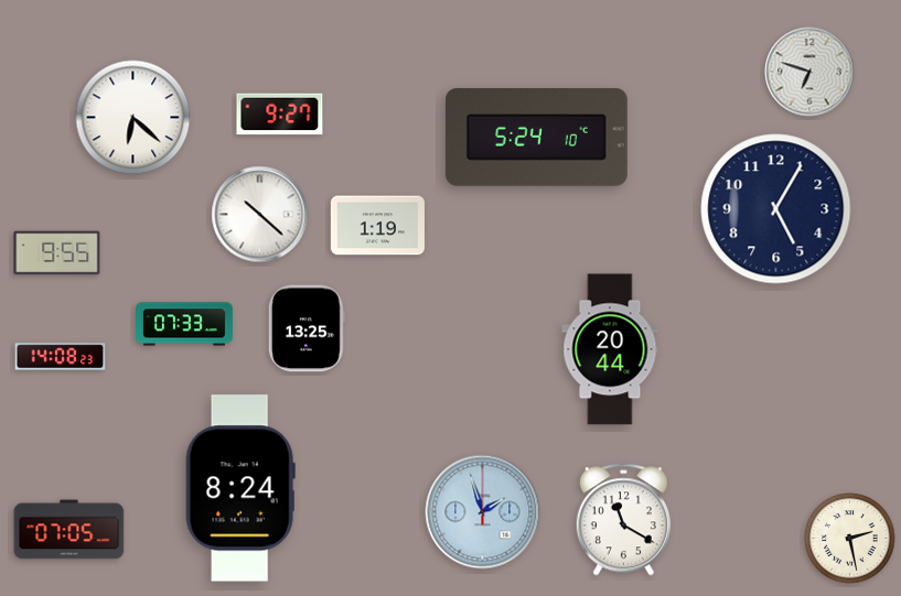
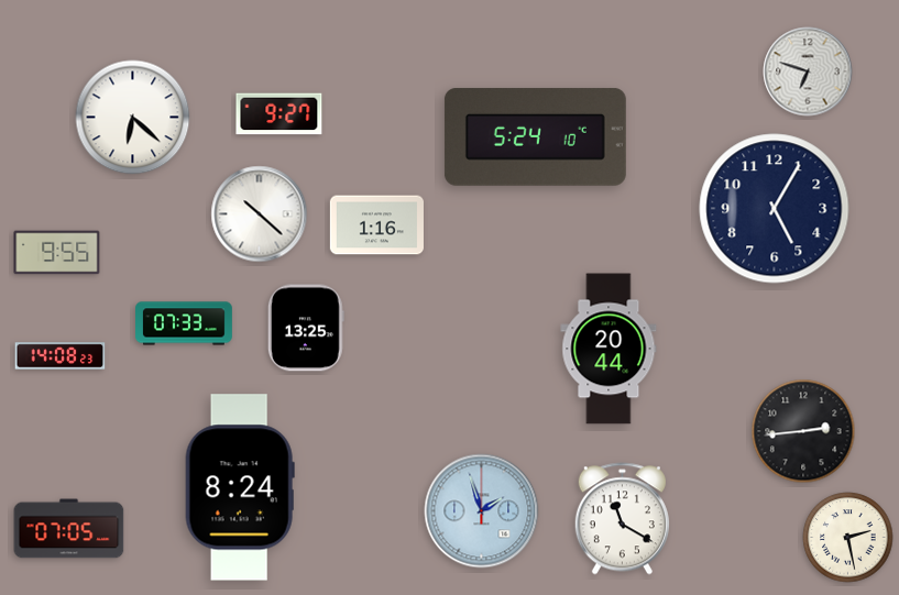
clock at (377, 226): 1:19 -> 1:16
clock at (803, 431): none -> 2:44
